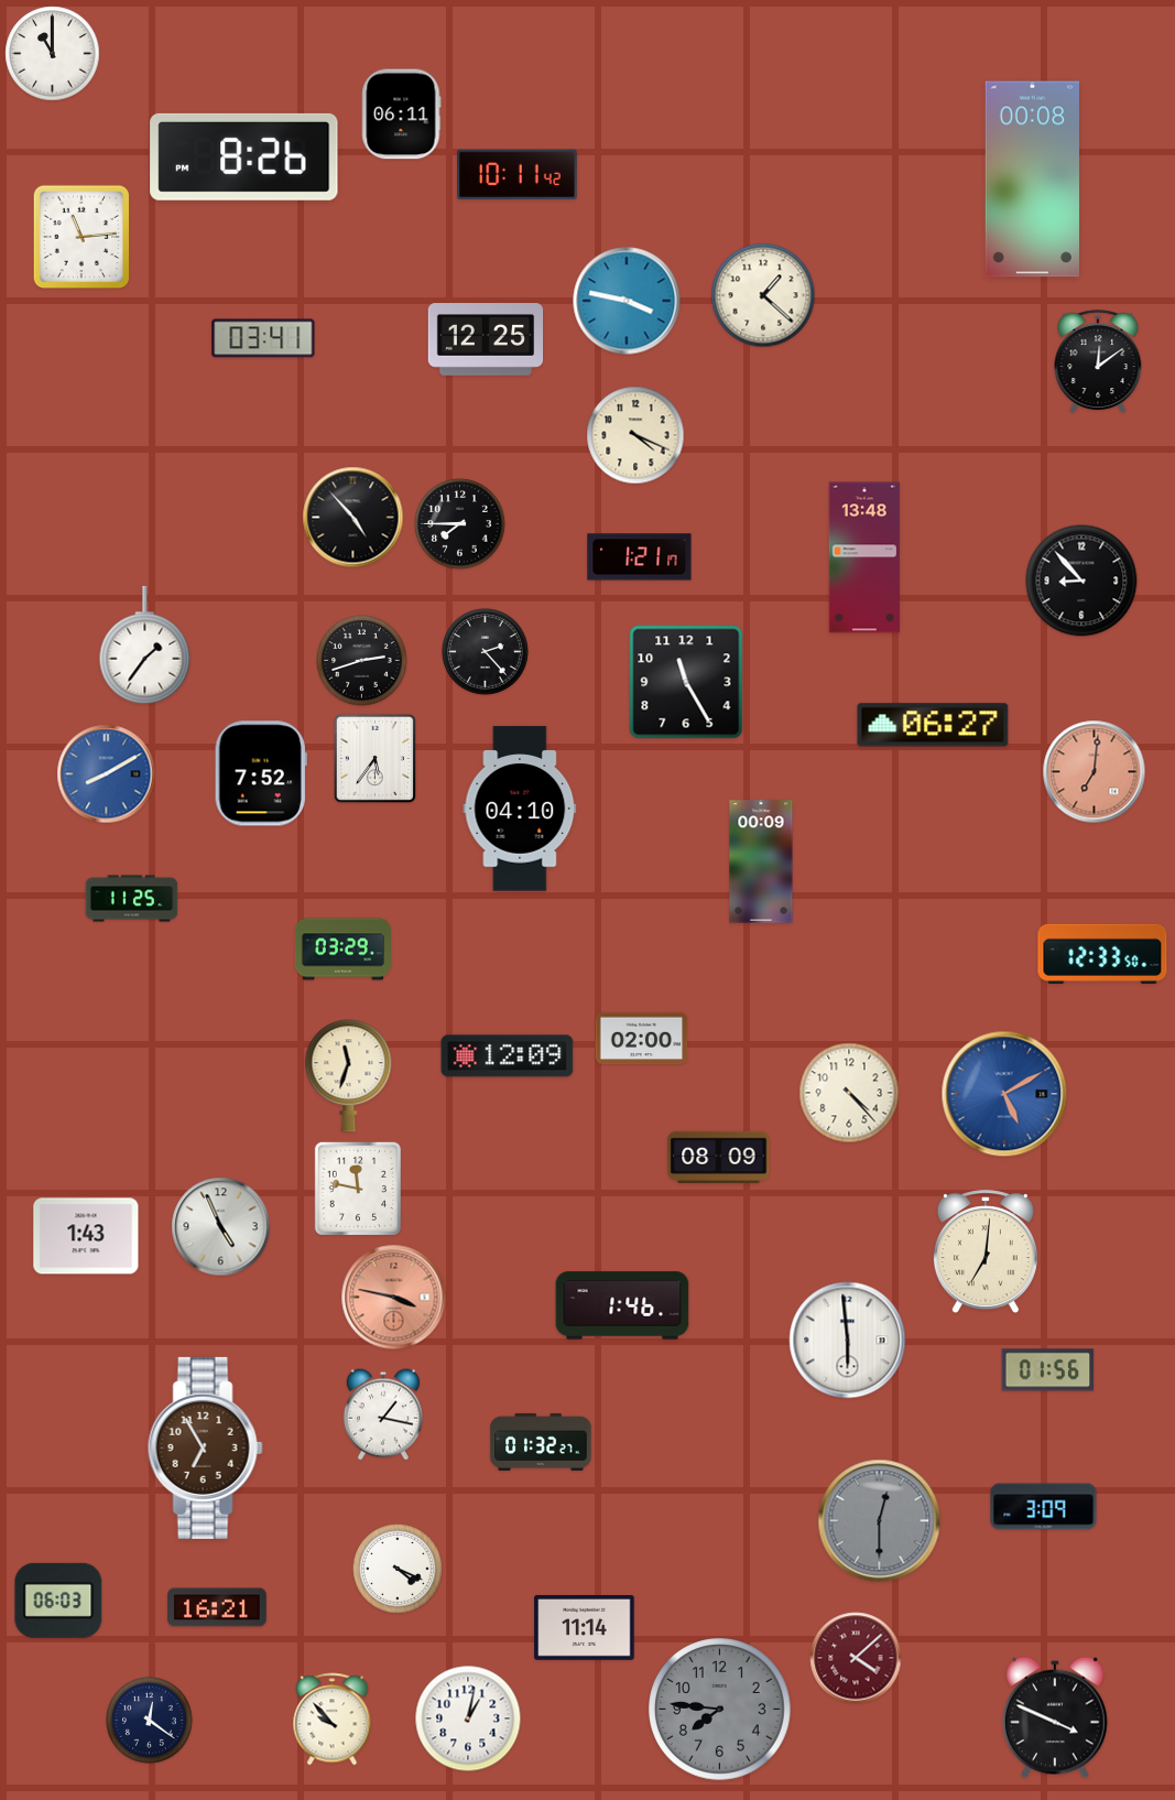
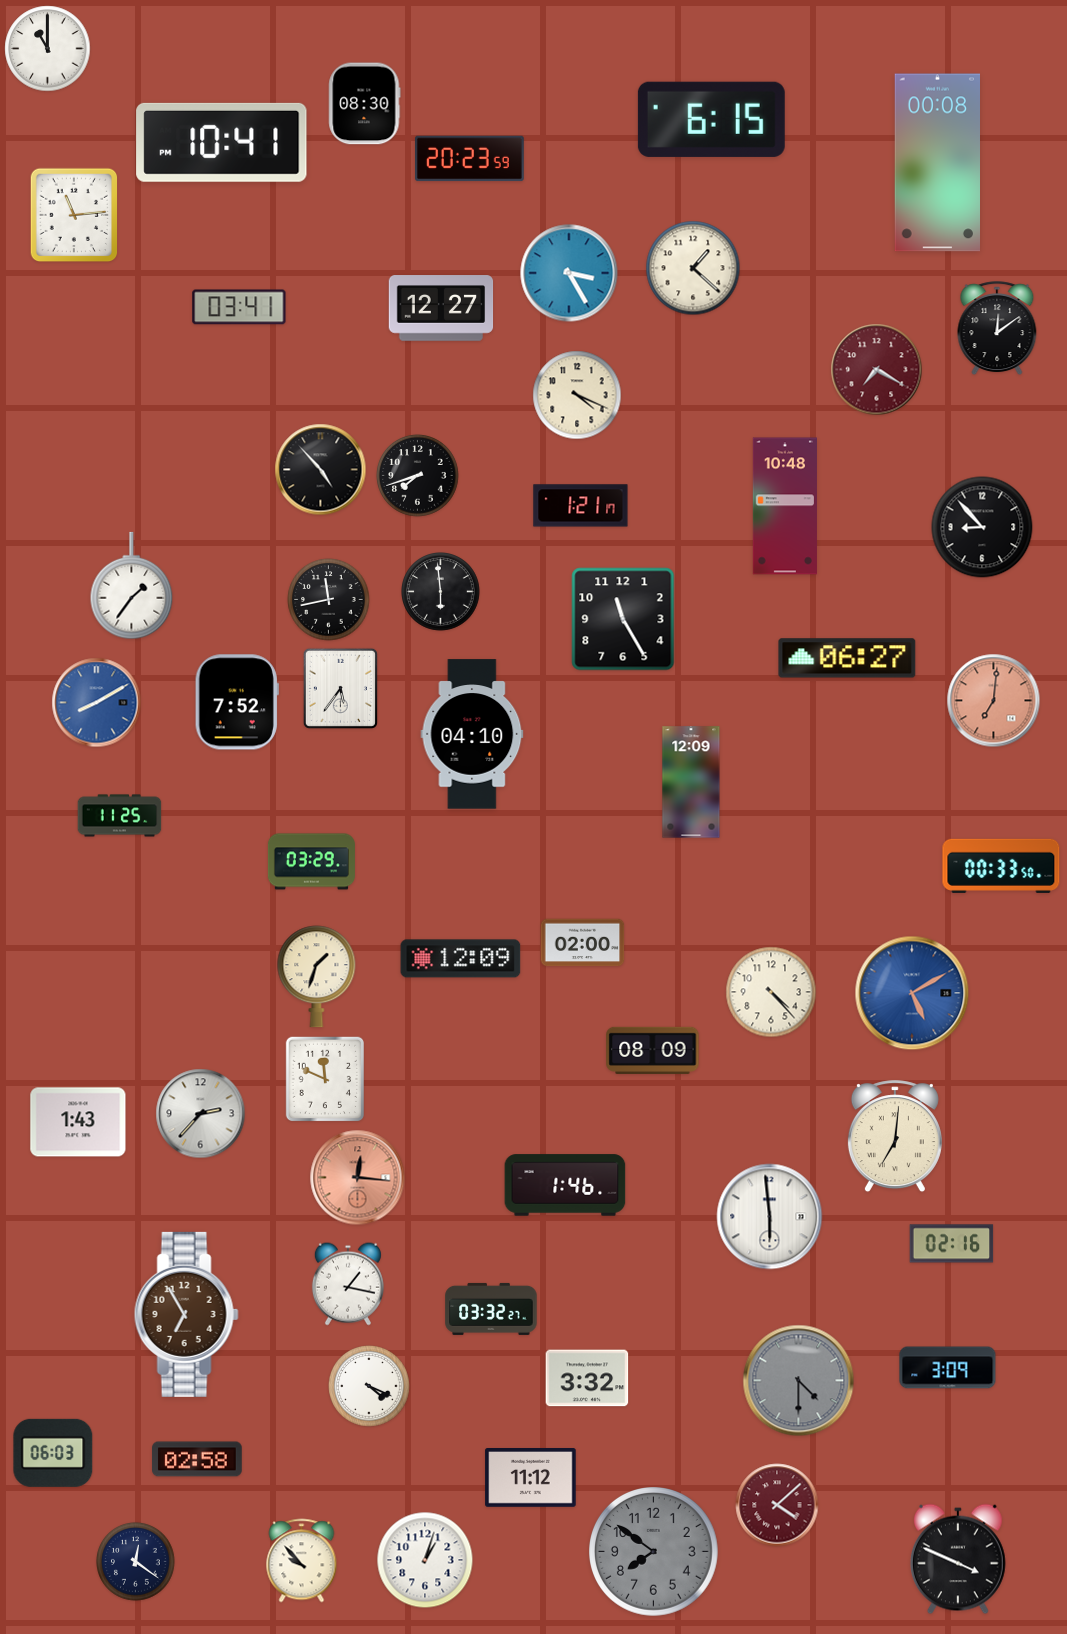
clock at (402, 115): 06:11 -> 08:30
clock at (711, 119): none -> 6:15
clock at (244, 156): 8:26 -> 10:41
clock at (518, 175): 10:11 -> 20:23
clock at (627, 301): 3:47 -> 3:25
clock at (486, 339): 12:25 -> 12:27
clock at (877, 370): none -> 7:20
clock at (460, 524): 7:45 -> 7:42
clock at (864, 557): 13:48 -> 10:48
clock at (486, 652): 2:23 -> 5:59
clock at (362, 661): 2:42 -> 11:43
clock at (761, 861): 00:09 -> 12:09
clock at (1102, 954): 12:33 -> 00:33
clock at (349, 1076): 11:33 -> 1:33
clock at (357, 1188): 11:47 -> 11:49
clock at (221, 1227): 4:56 -> 2:37
clock at (394, 1298): 3:47 -> 12:16
clock at (1048, 1370): 01:56 -> 02:16
clock at (541, 1442): 01:32 -> 03:32
clock at (587, 1378): none -> 3:32
clock at (880, 1521): 12:30 -> 4:30
clock at (398, 1569) position: (398, 1569) -> (369, 1386)
clock at (217, 1607): 16:21 -> 02:58
clock at (585, 1628): 11:14 -> 11:12
clock at (720, 1710): 7:46 -> 7:51
clock at (468, 1718): 1:02 -> 1:03
